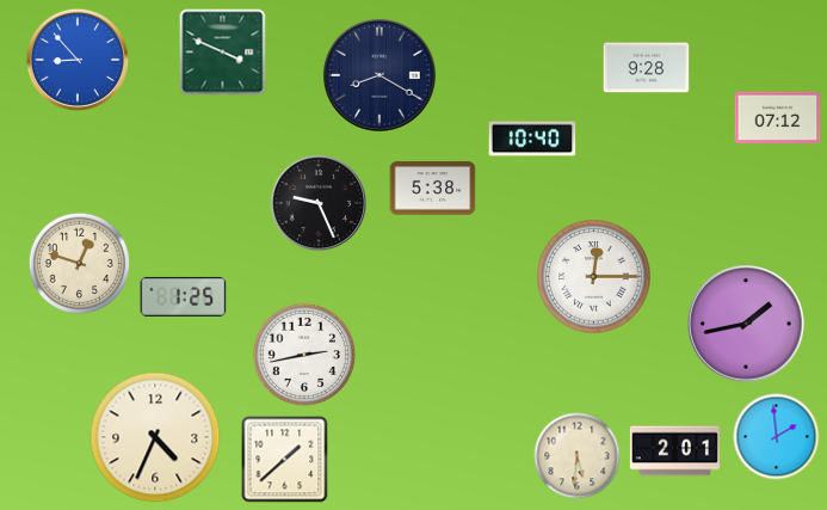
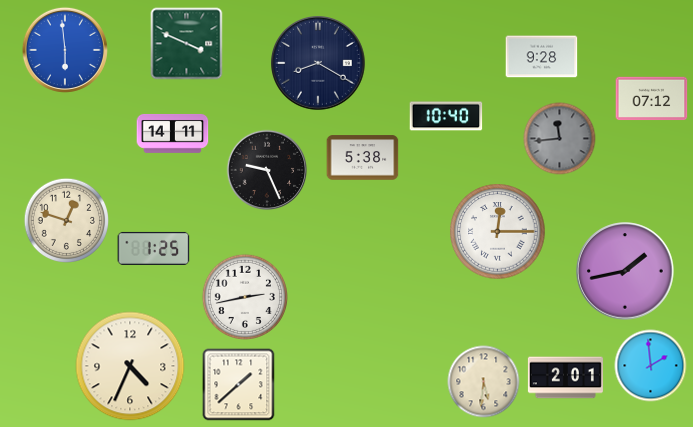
clock at (78, 60): 8:53 -> 5:59
clock at (173, 133): none -> 14:11
clock at (560, 139): none -> 11:44
clock at (303, 354) position: (303, 354) -> (244, 296)
